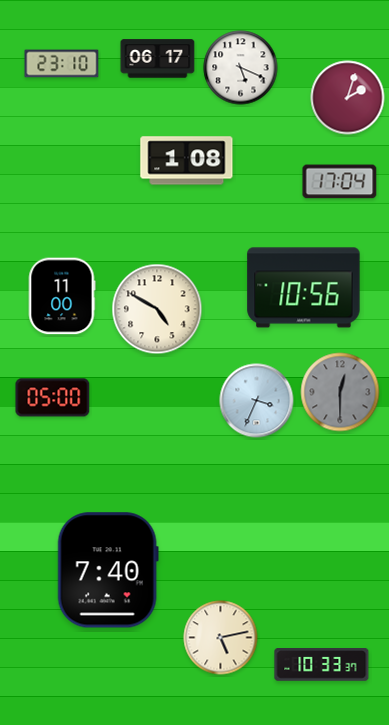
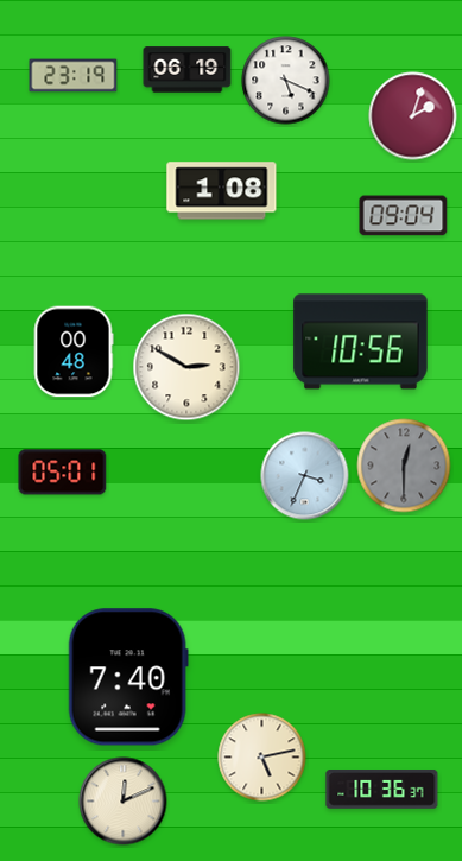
clock at (158, 59): 06:17 -> 06:19
clock at (62, 64): 23:10 -> 23:19
clock at (340, 182): 17:04 -> 09:04
clock at (62, 296): 11:00 -> 00:48
clock at (157, 309): 4:50 -> 2:50
clock at (53, 398): 05:00 -> 05:01
clock at (322, 665): 10:33 -> 10:36
clock at (124, 802): none -> 12:11
